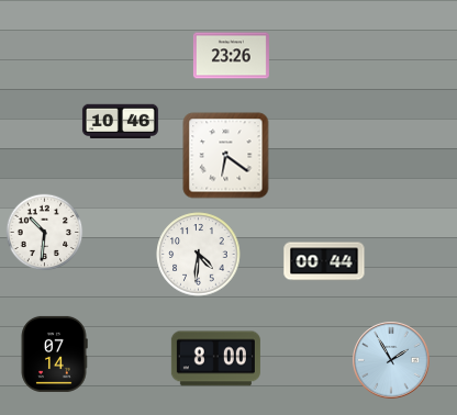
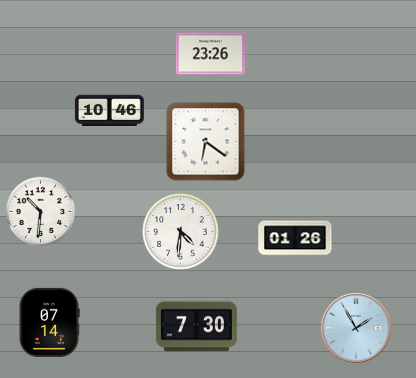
clock at (231, 56) position: (231, 56) -> (210, 54)
clock at (324, 261): 00:44 -> 01:26
clock at (215, 359): 8:00 -> 7:30
